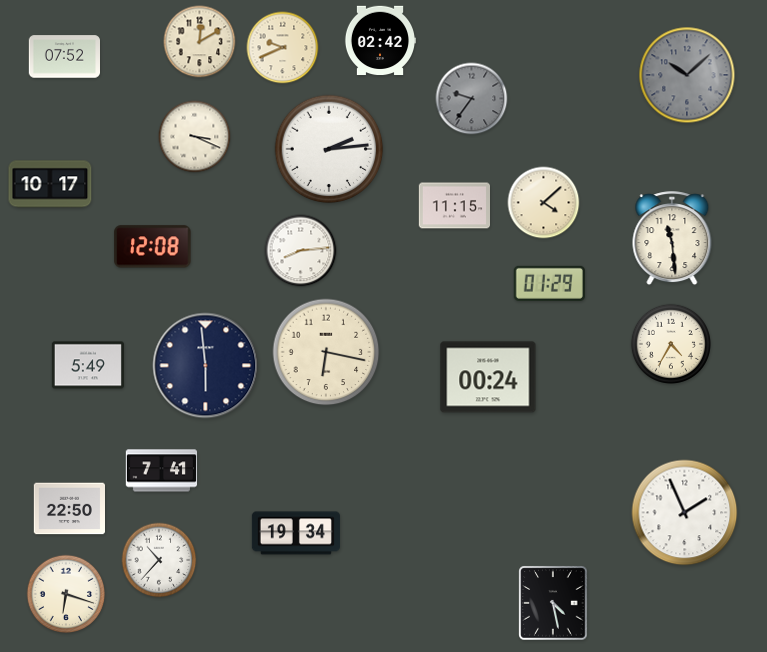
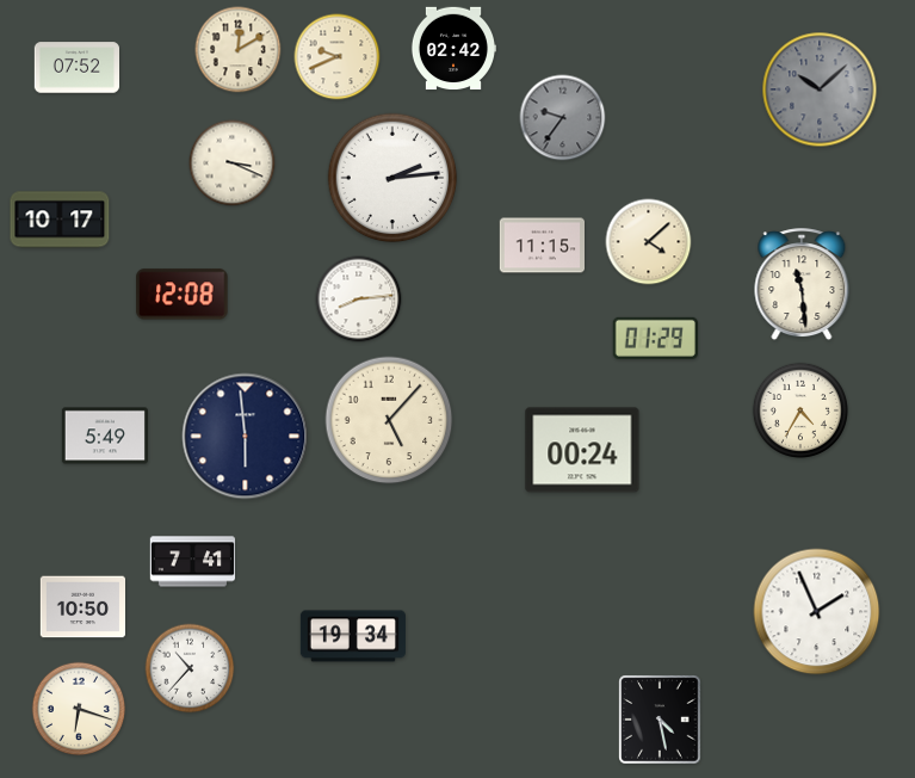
clock at (326, 352): 6:17 -> 5:07
clock at (70, 509): 22:50 -> 10:50
